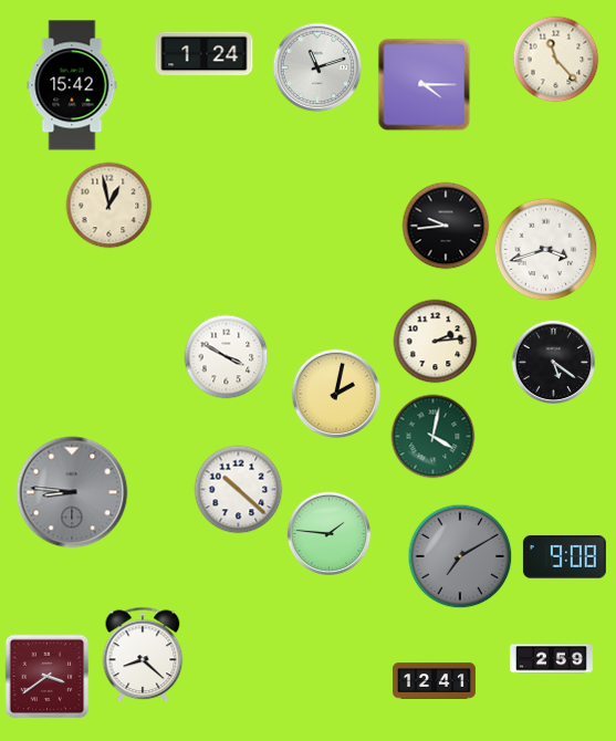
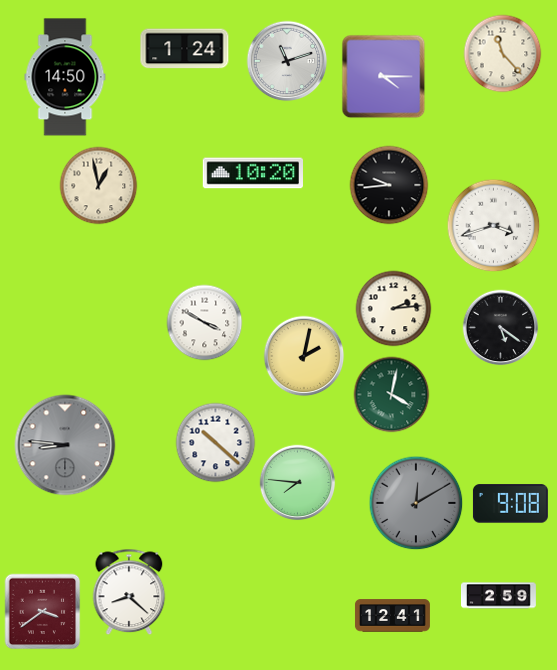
clock at (72, 85): 15:42 -> 14:50
clock at (252, 173): none -> 10:20
clock at (446, 226) position: (446, 226) -> (389, 185)
clock at (330, 534): 1:46 -> 7:46
clock at (460, 556): 7:10 -> 12:10
